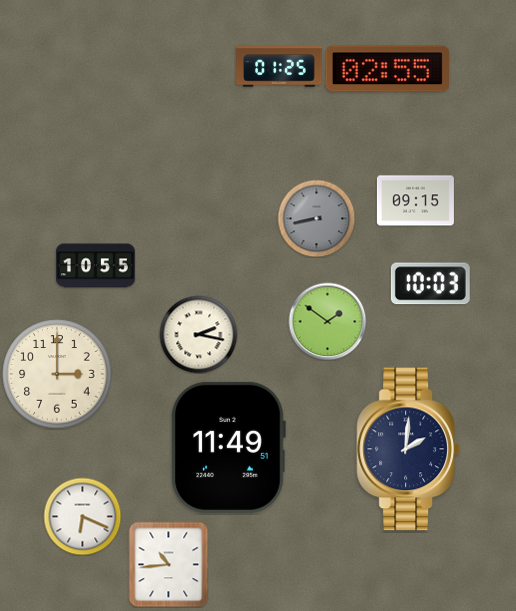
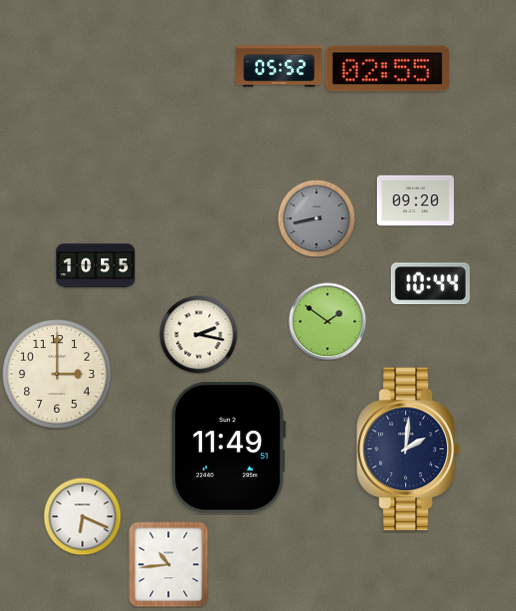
clock at (279, 66): 01:25 -> 05:52
clock at (415, 201): 09:15 -> 09:20
clock at (430, 284): 10:03 -> 10:44
